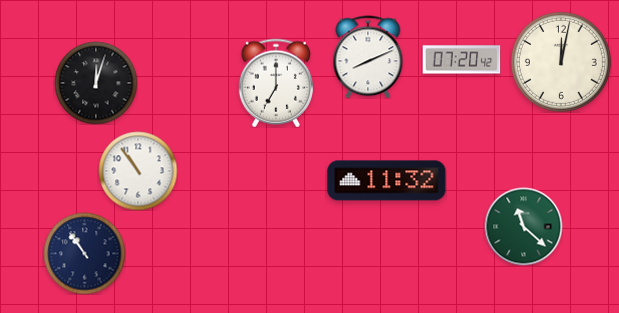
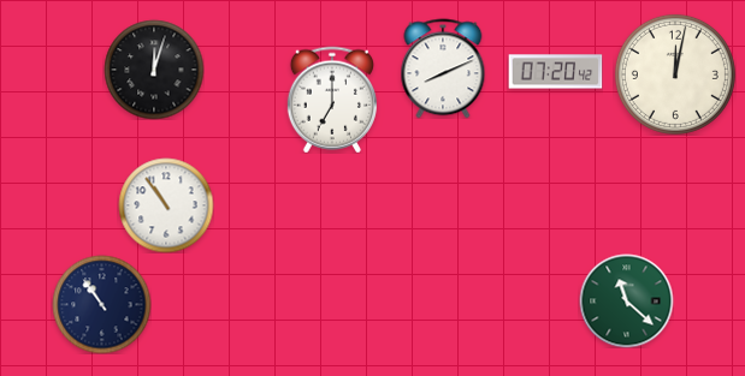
clock at (96, 83) position: (96, 83) -> (154, 70)
clock at (387, 181): 11:32 -> none
clock at (523, 226) position: (523, 226) -> (626, 300)
